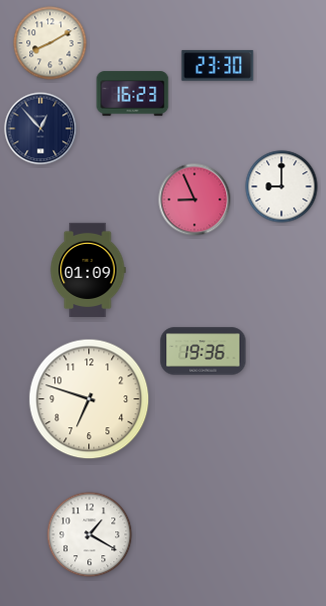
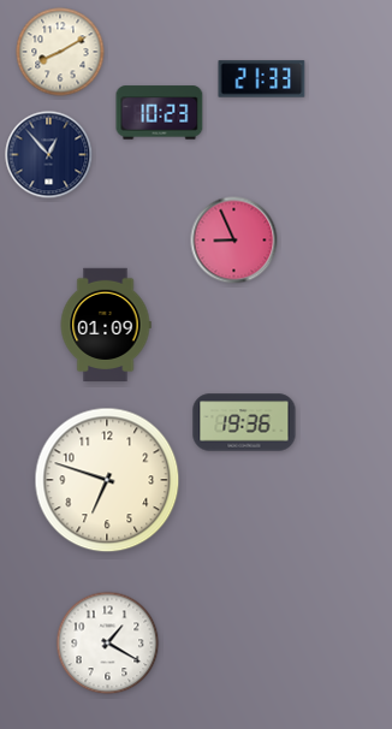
clock at (218, 66): 23:30 -> 21:33
clock at (133, 94): 16:23 -> 10:23
clock at (282, 187): 9:00 -> none
